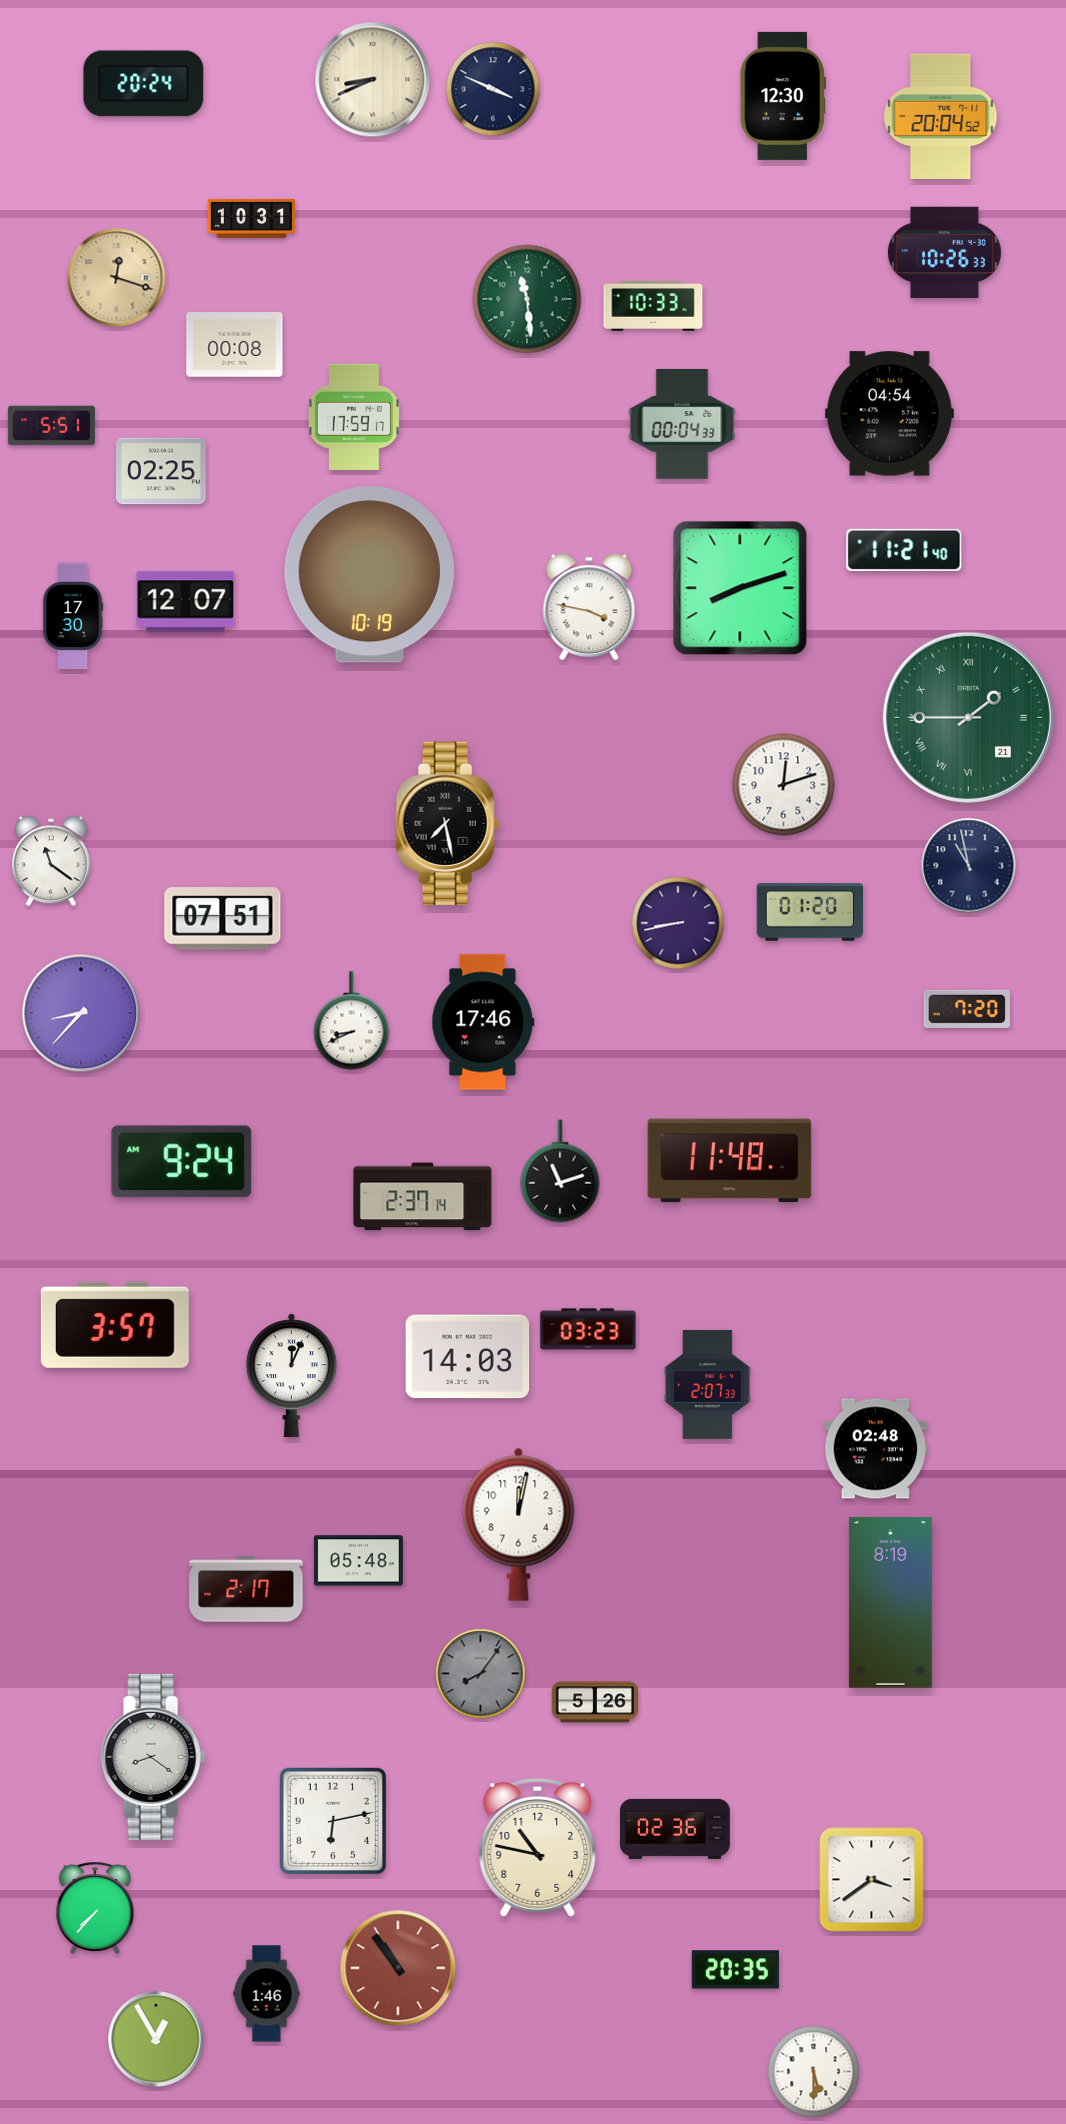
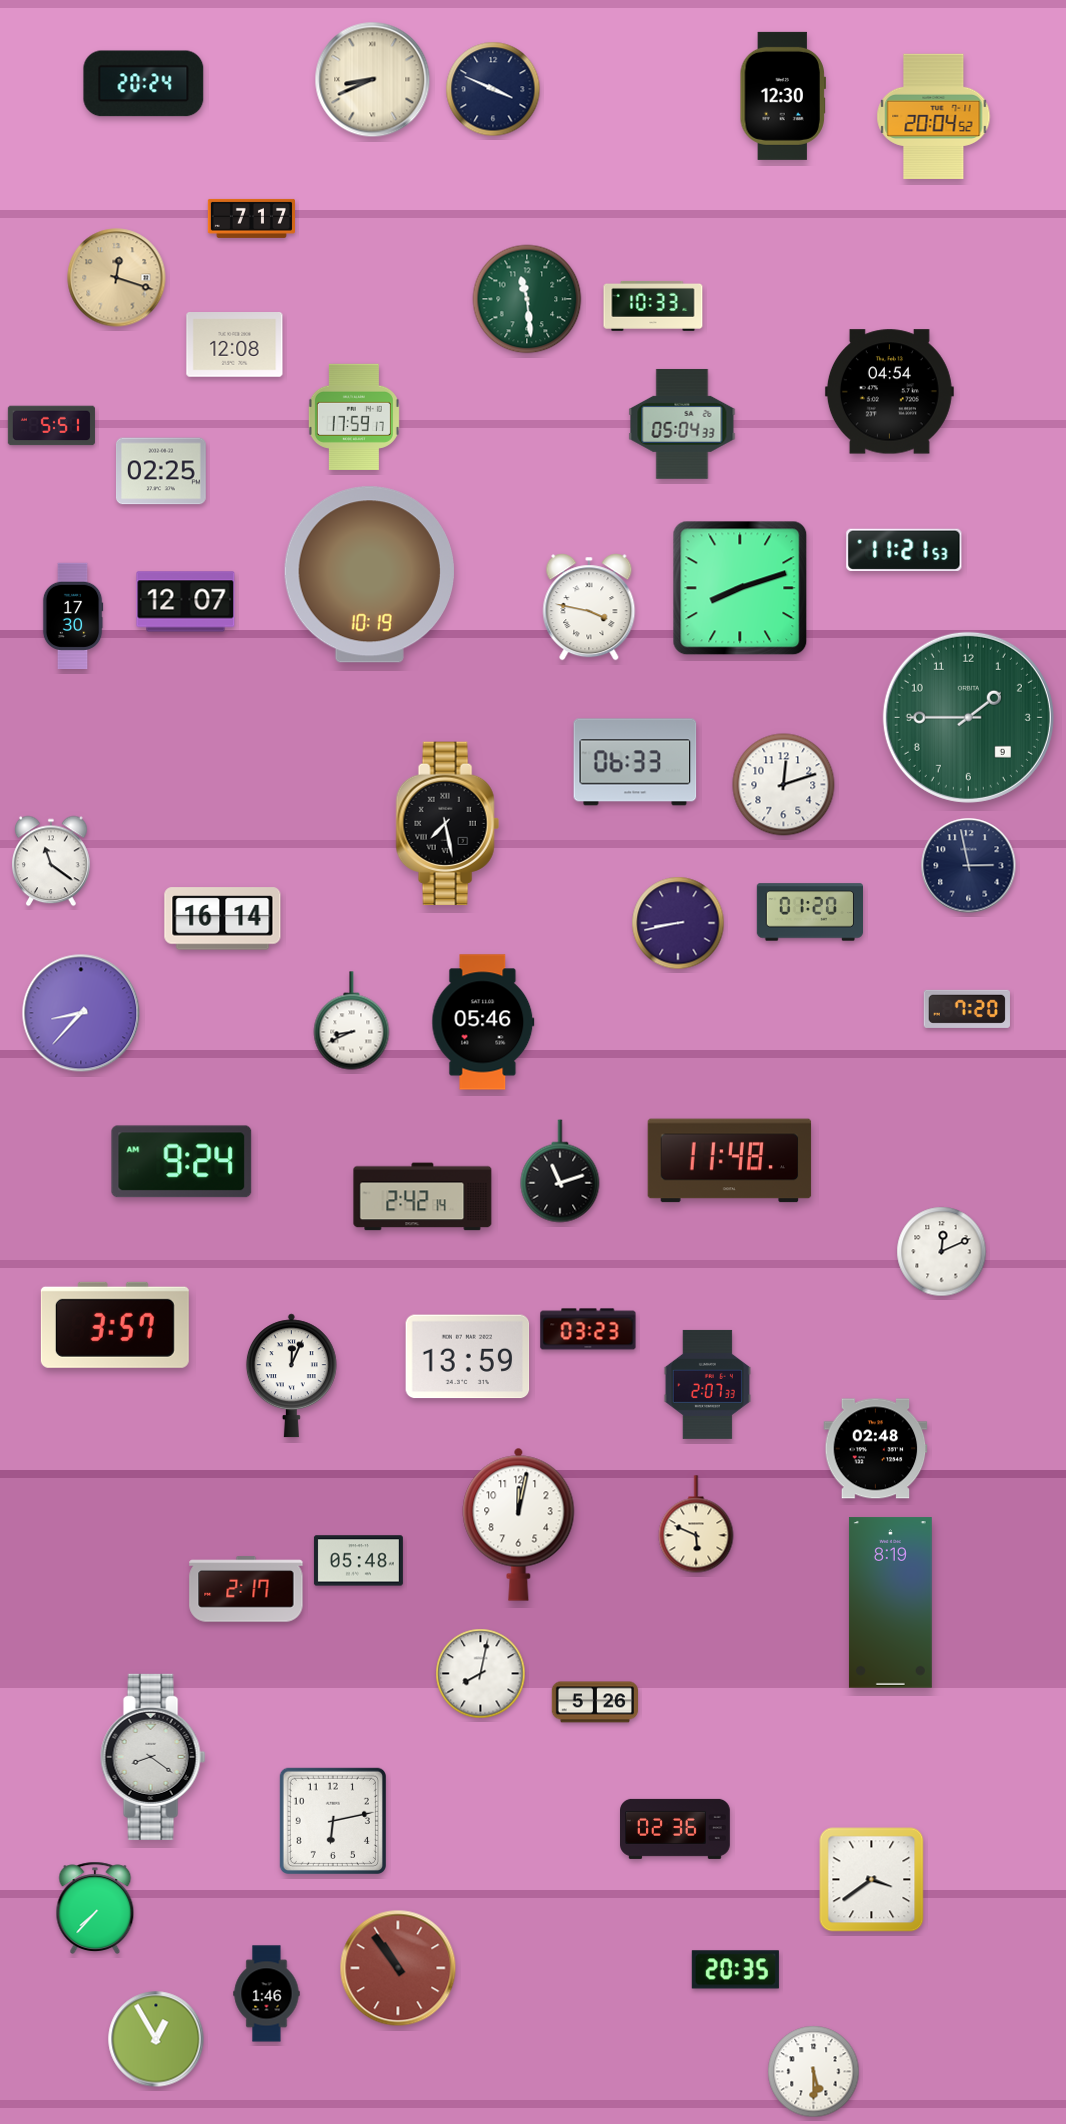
clock at (941, 116) position: (941, 116) -> (934, 116)
clock at (251, 218): 10:31 -> 7:17
clock at (944, 253): 10:26 -> none
clock at (235, 345): 00:08 -> 12:08
clock at (889, 414) position: (889, 414) -> (889, 392)
clock at (682, 424): 00:04 -> 05:04
clock at (904, 550): 11:21:40 -> 11:21:53
clock at (968, 717) date: 21 -> 9
clock at (968, 717) numerals: Roman -> Arabic
clock at (635, 762): none -> 06:33
clock at (969, 866): 10:58 -> 2:58
clock at (223, 919): 07:51 -> 16:14
clock at (483, 1022): 17:46 -> 05:46
clock at (423, 1197): 2:37 -> 2:42
clock at (942, 1252): none -> 12:11
clock at (468, 1357): 14:03 -> 13:59
clock at (696, 1524): none -> 5:49
clock at (481, 1674): 8:06 -> 8:02
clock at (481, 1674) dial: grey -> white
clock at (538, 1848): 10:47 -> none
